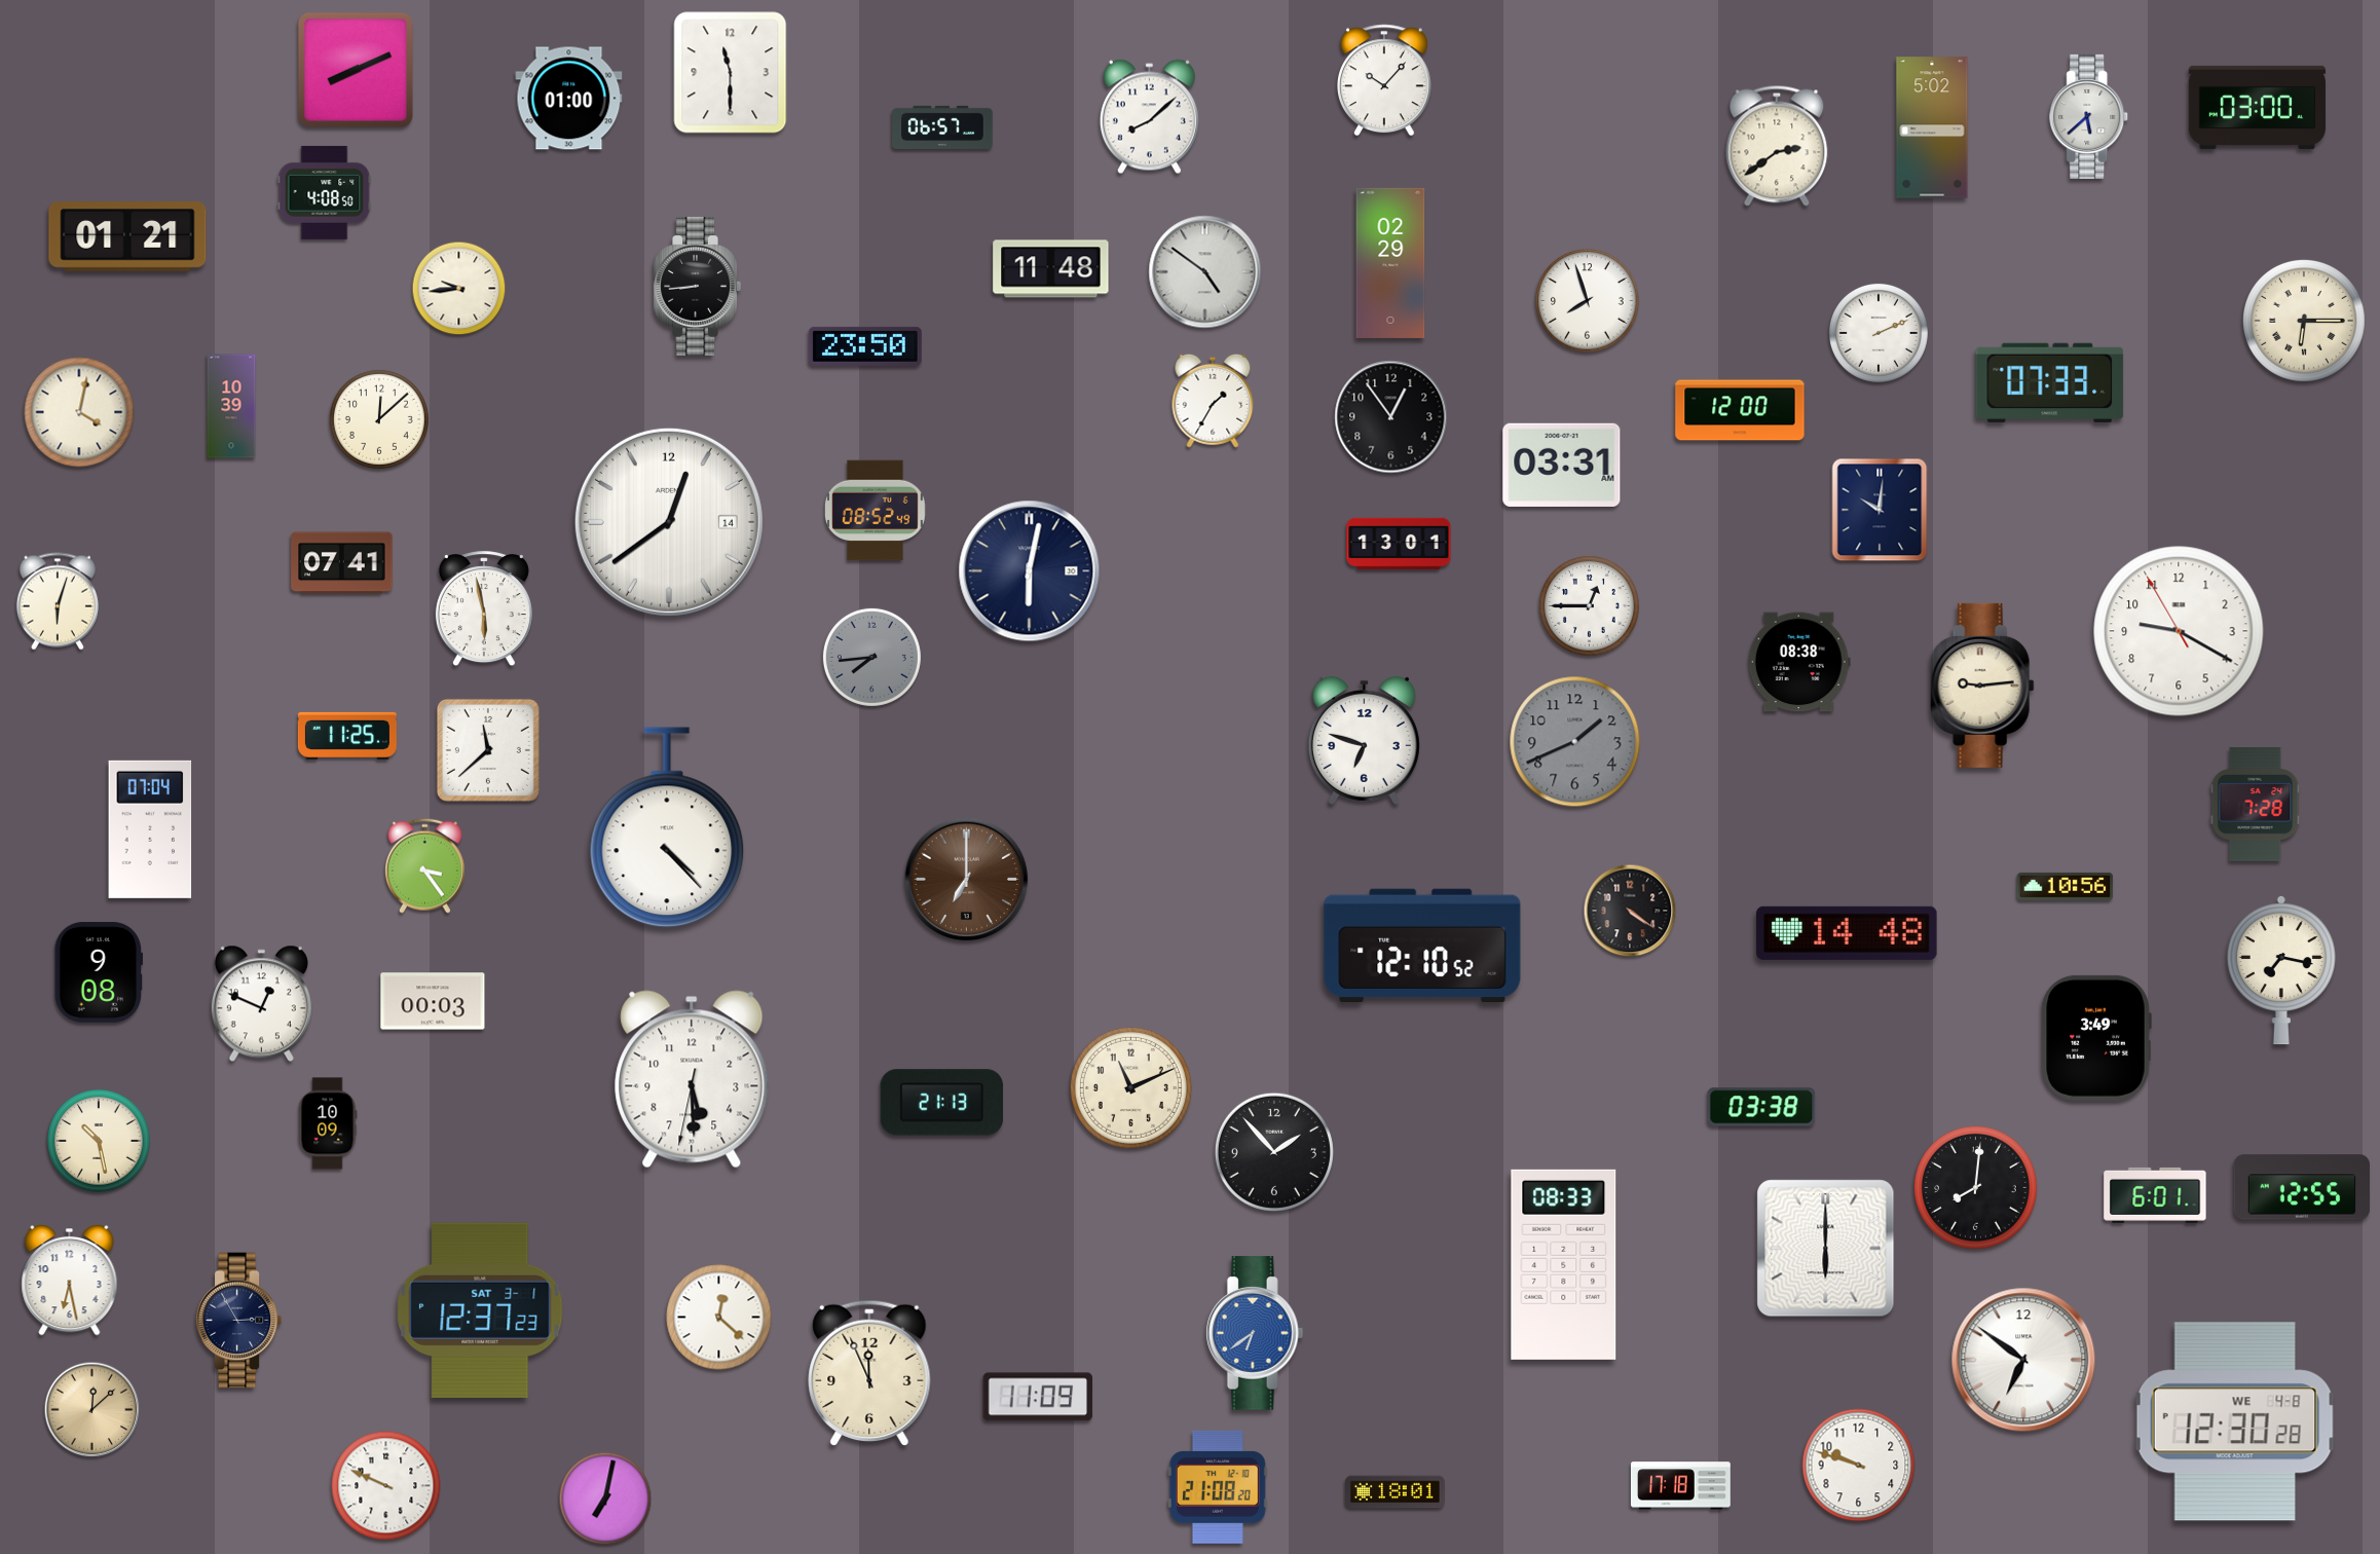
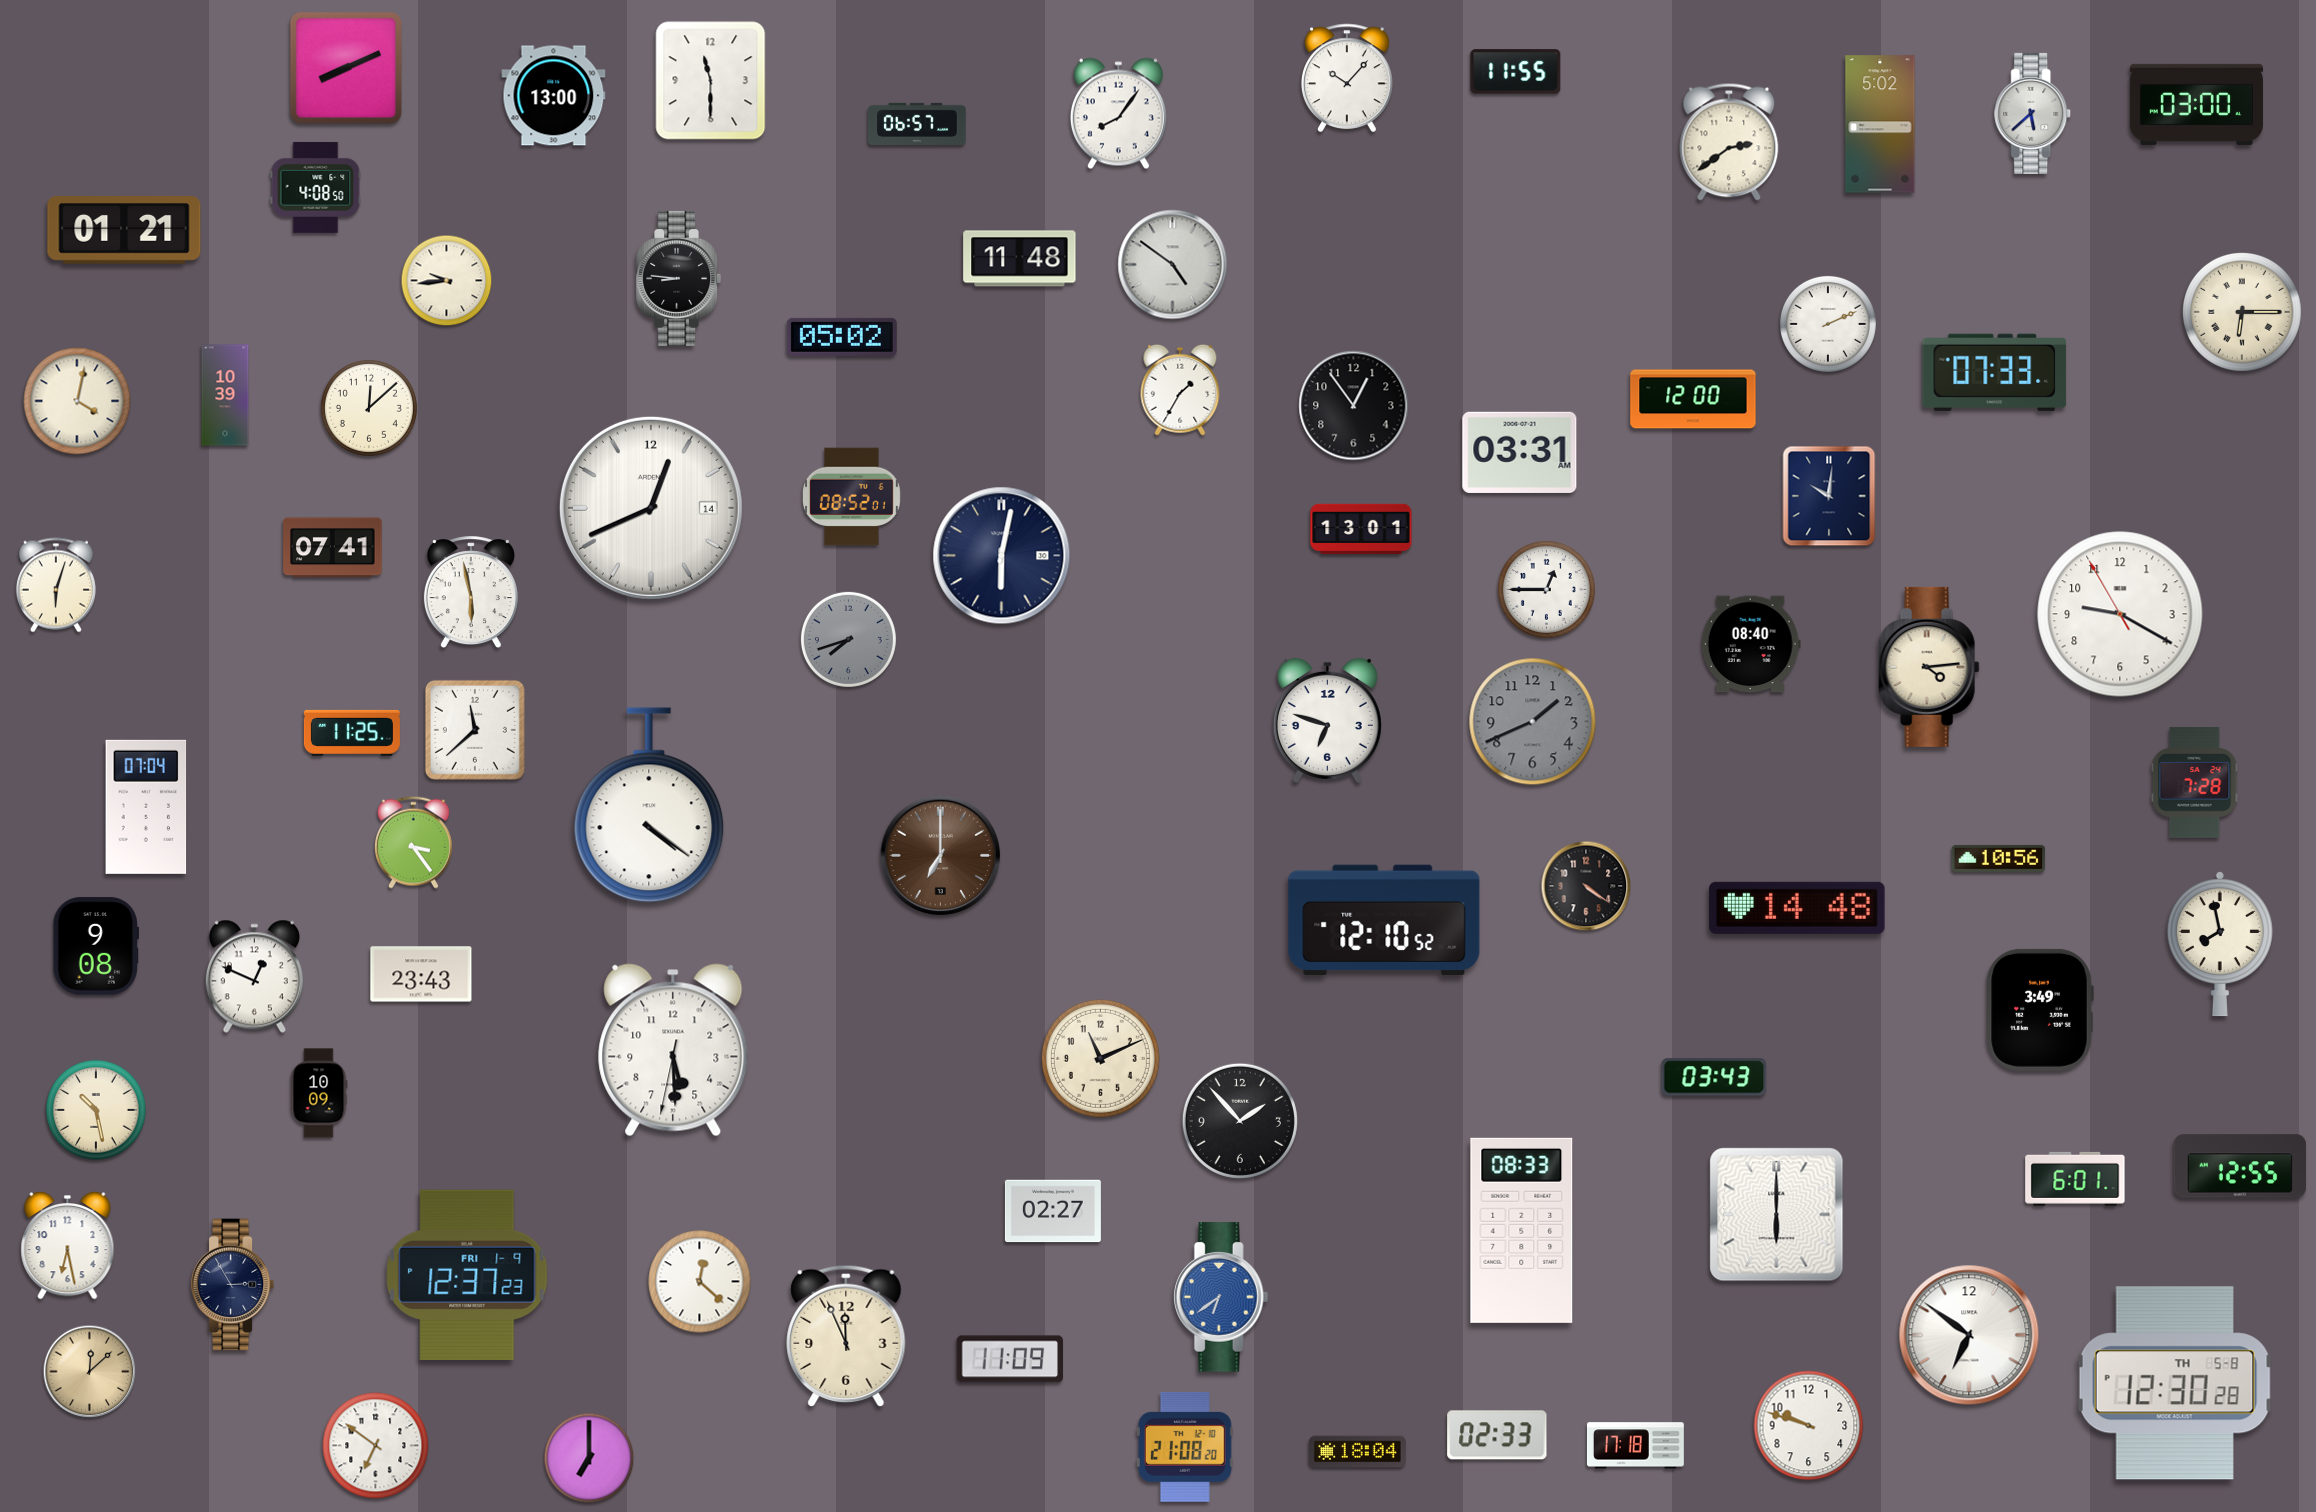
clock at (731, 73) position: (731, 73) -> (711, 81)
clock at (1516, 72): none -> 11:55
clock at (569, 99): 01:00 -> 13:00
clock at (1149, 117): 8:08 -> 8:06
clock at (1390, 263): 02:29 -> none
clock at (1051, 269) position: (1051, 269) -> (1020, 259)
clock at (697, 286): 8:44 -> 8:46
clock at (1588, 301): 7:57 -> none
clock at (865, 346): 23:50 -> 05:02
clock at (875, 511): 08:52:49 -> 08:52:01
clock at (669, 522): 12:39 -> 12:41
clock at (871, 657): 7:44 -> 7:42
clock at (1799, 662): 08:38 -> 08:40
clock at (1982, 686): 9:14 -> 4:14
clock at (347, 736) position: (347, 736) -> (352, 733)
clock at (667, 827): 4:23 -> 4:21
clock at (2066, 886) position: (2066, 886) -> (1999, 858)
clock at (2281, 970): 7:17 -> 7:58
clock at (433, 1001): 00:03 -> 23:43
clock at (941, 1103): 21:13 -> none
clock at (1761, 1107): 03:38 -> 03:43
clock at (2301, 1187) position: (2301, 1187) -> (2239, 1166)
clock at (1976, 1188): 8:01 -> none
clock at (2155, 1195) position: (2155, 1195) -> (2075, 1179)
clock at (1053, 1211): none -> 02:27
clock at (480, 1310) date: SAT 3-1 -> FRI 1-9
clock at (2023, 1360) position: (2023, 1360) -> (1969, 1335)
clock at (2235, 1421) date: WE 4-8 -> TH 5-8
clock at (1497, 1435): none -> 02:33
clock at (386, 1486): 9:49 -> 6:51
clock at (1394, 1492): 18:01 -> 18:04
clock at (605, 1498): 7:02 -> 7:00
